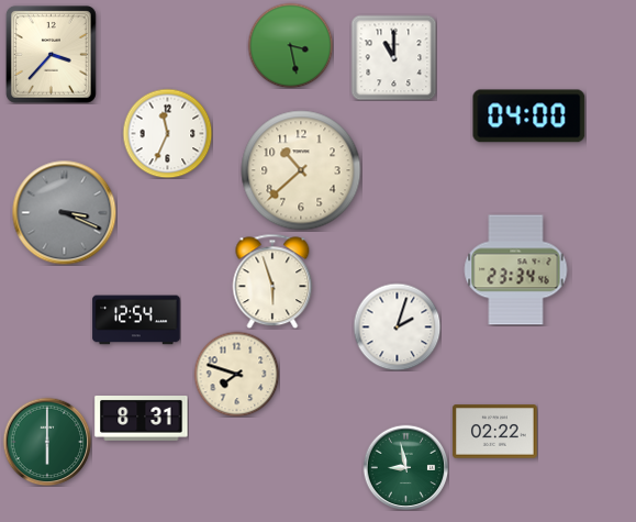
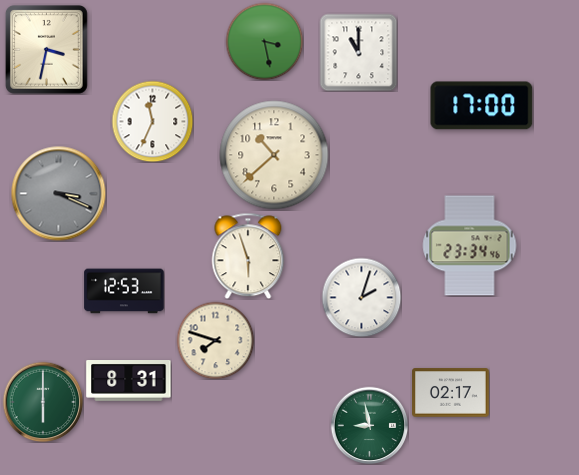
clock at (51, 55): 3:37 -> 3:32
clock at (529, 116): 04:00 -> 17:00
clock at (136, 320): 12:54 -> 12:53
clock at (495, 432): 02:22 -> 02:17
